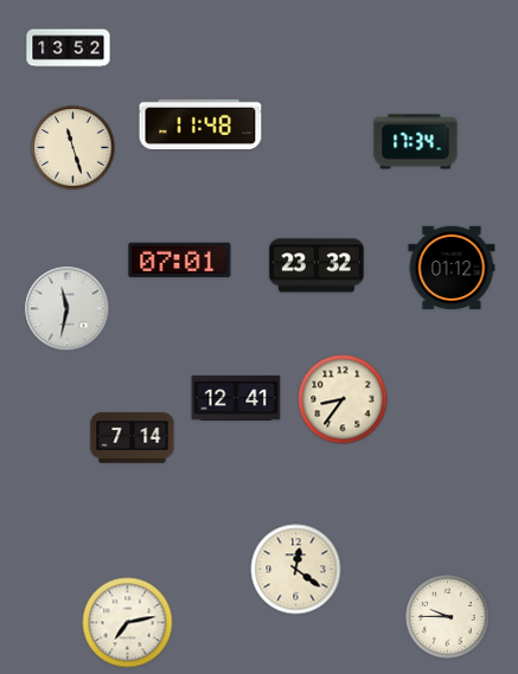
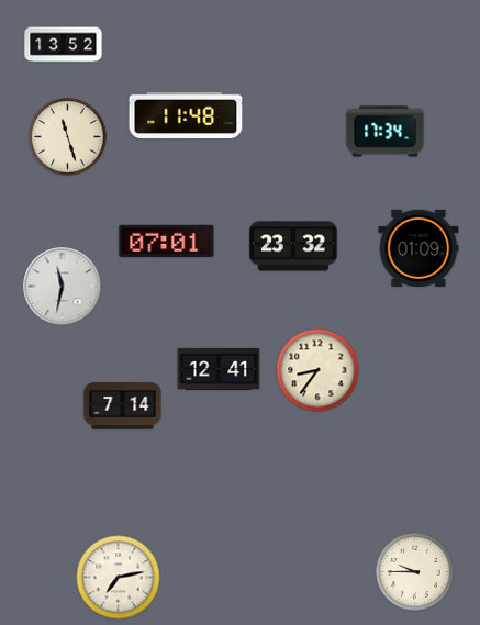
clock at (452, 267): 01:12 -> 01:09
clock at (296, 570): 12:21 -> none
